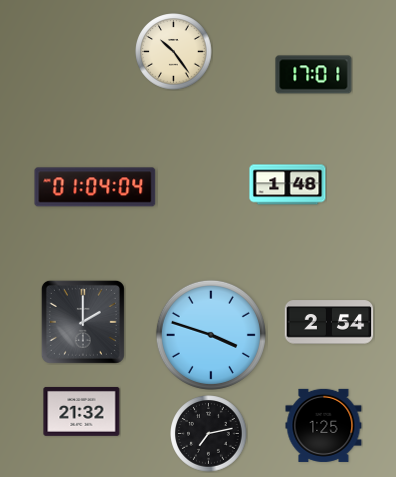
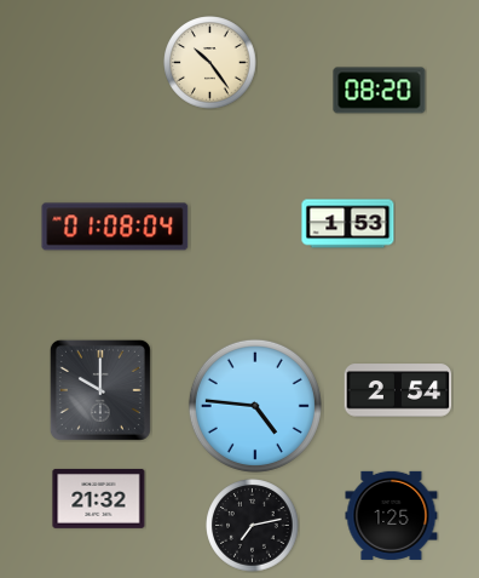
clock at (314, 75): 17:01 -> 08:20
clock at (288, 185): 1:48 -> 1:53
clock at (95, 187): 01:04 -> 01:08
clock at (83, 322): 2:00 -> 10:00
clock at (211, 335): 3:48 -> 4:46
